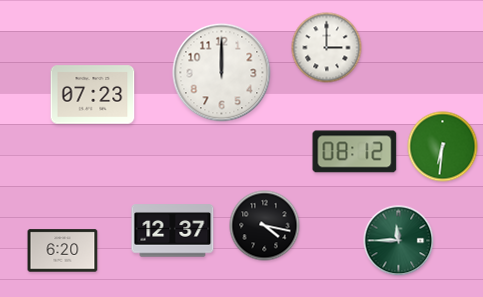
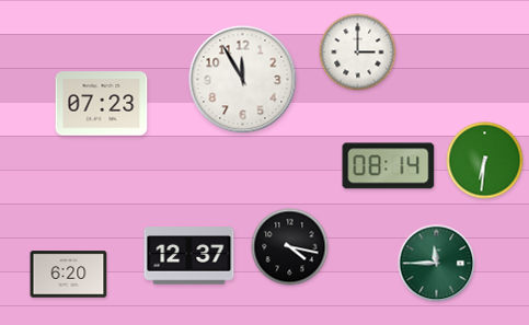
clock at (222, 73): 12:00 -> 11:55
clock at (355, 152): 08:12 -> 08:14
clock at (173, 231) position: (173, 231) -> (189, 256)
